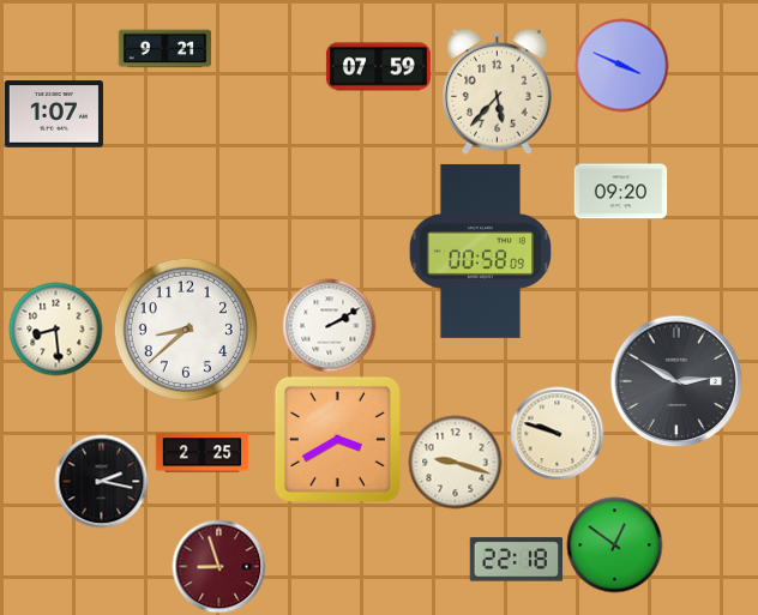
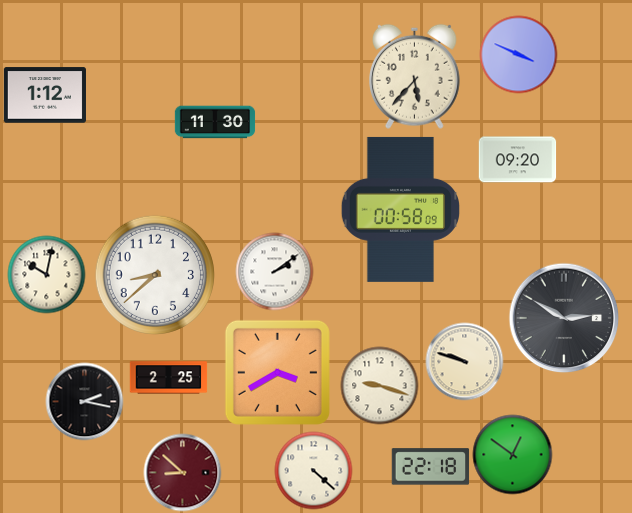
clock at (164, 49): 9:21 -> none
clock at (378, 67): 07:59 -> none
clock at (54, 114): 1:07 -> 1:12
clock at (215, 122): none -> 11:30
clock at (329, 325): 2:10 -> 2:09
clock at (55, 328): 8:29 -> 10:02
clock at (337, 439) position: (337, 439) -> (277, 372)
clock at (313, 470): none -> 4:22
clock at (218, 566): 8:57 -> 8:52
